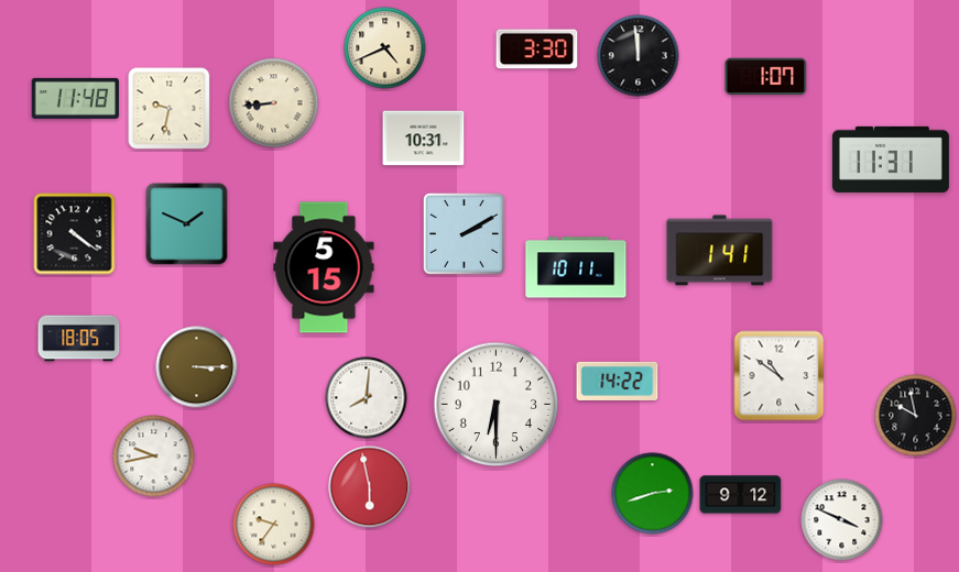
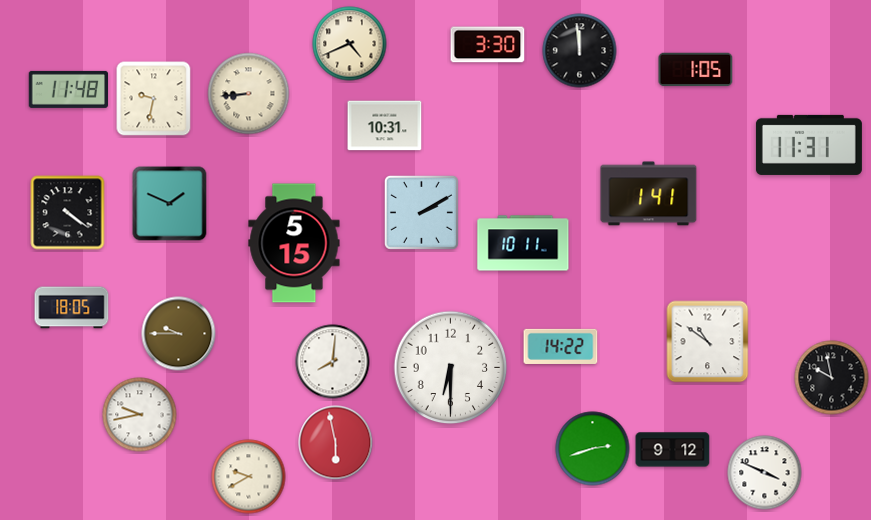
clock at (766, 77): 1:07 -> 1:05
clock at (720, 251) position: (720, 251) -> (649, 194)
clock at (197, 367): 3:15 -> 9:45
clock at (274, 525): 9:36 -> 9:40
